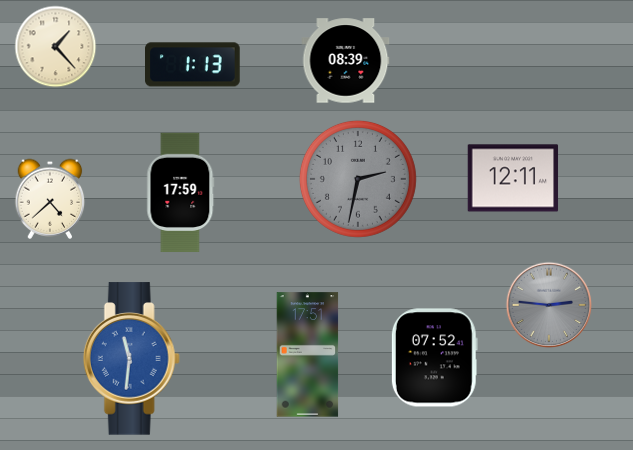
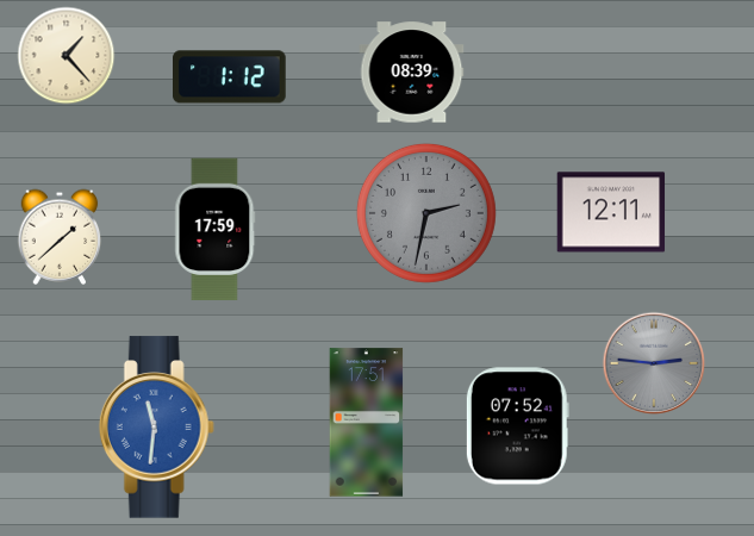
clock at (193, 65): 1:13 -> 1:12
clock at (50, 199): 4:38 -> 1:38
